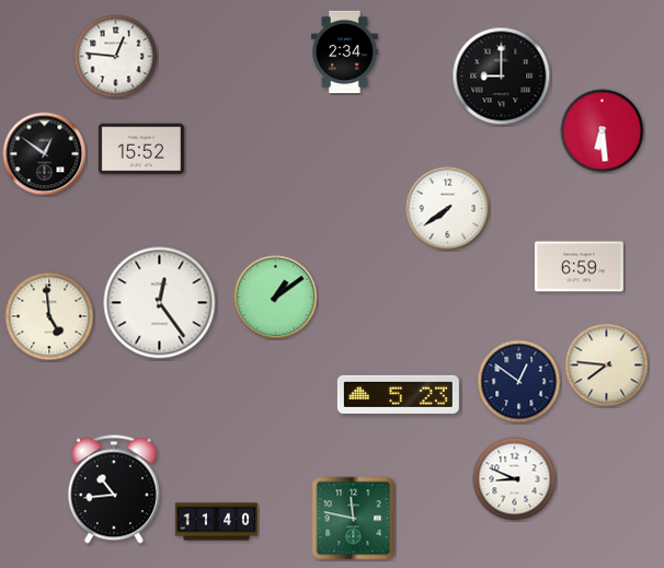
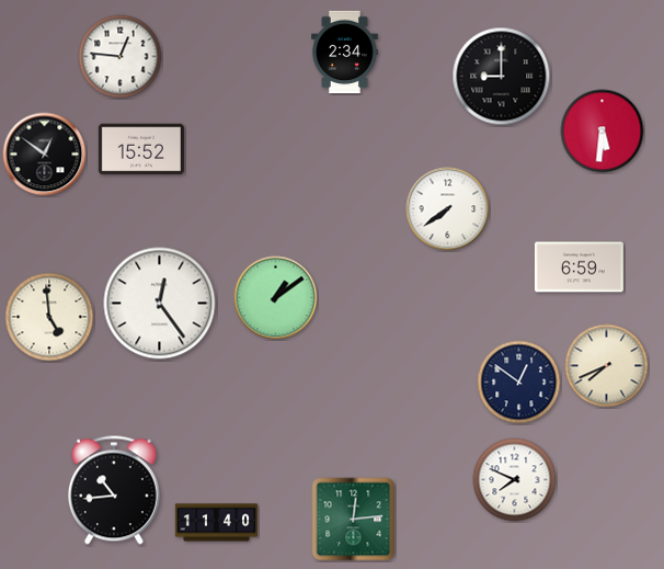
clock at (116, 57) position: (116, 57) -> (121, 57)
clock at (603, 131): 6:29 -> 5:31
clock at (607, 366): 7:46 -> 7:41
clock at (398, 394): 5:23 -> none
clock at (515, 479): 8:49 -> 7:49
clock at (354, 519): 11:47 -> 12:14
